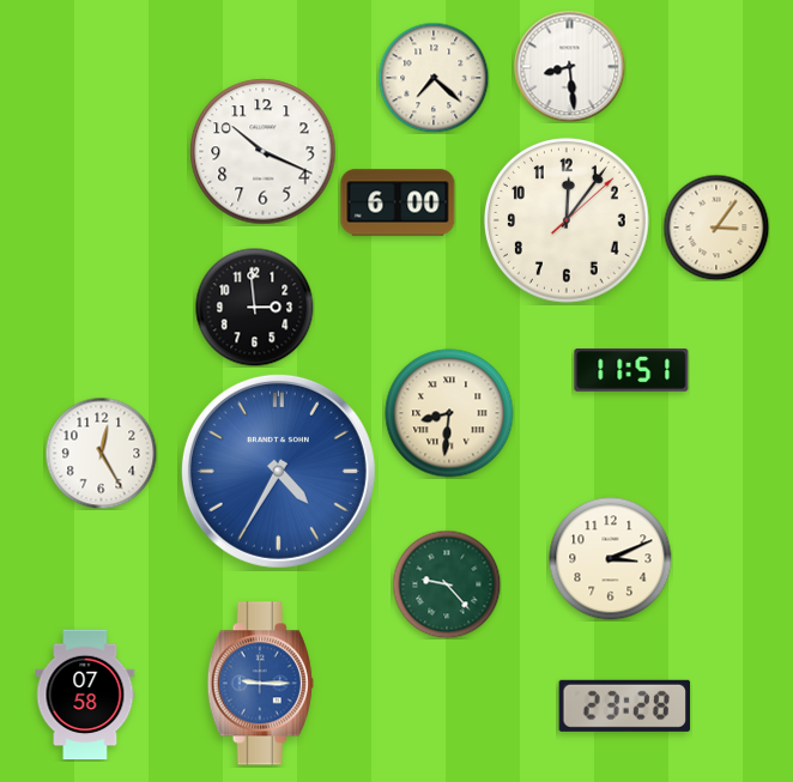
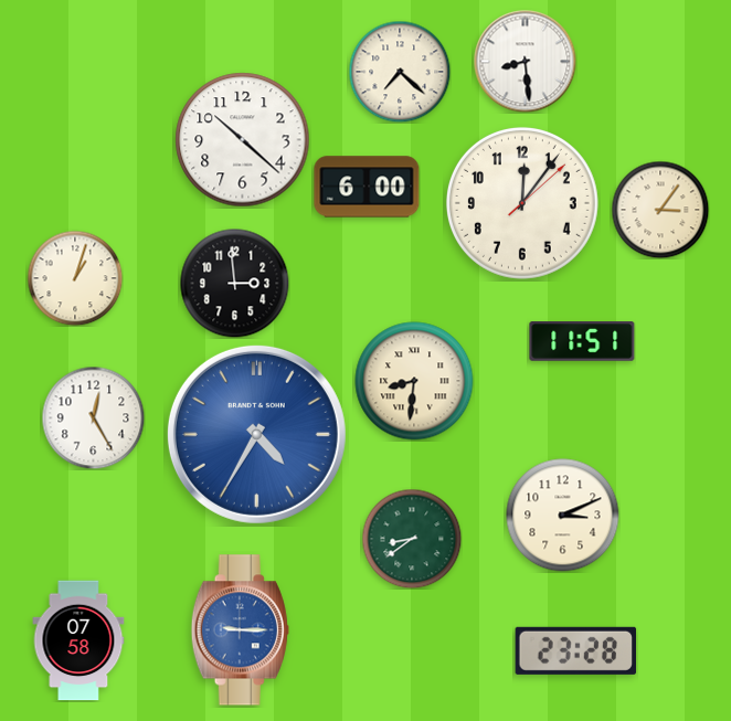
clock at (264, 152): 10:19 -> 10:22
clock at (75, 278): none -> 1:03
clock at (447, 584): 9:23 -> 8:39
